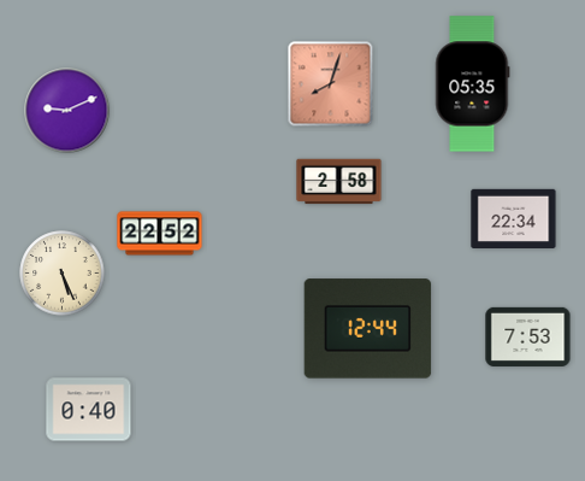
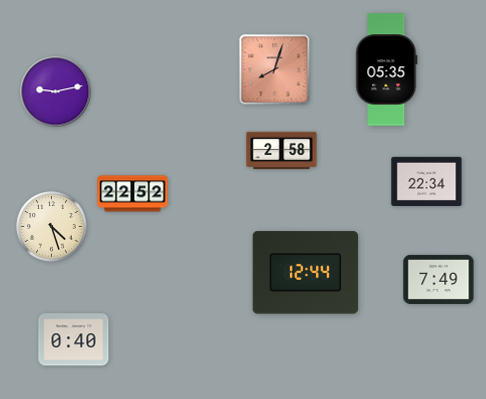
clock at (473, 84) position: (473, 84) -> (387, 70)
clock at (67, 111): 9:11 -> 9:13
clock at (63, 274): 5:26 -> 4:27
clock at (528, 336): 7:53 -> 7:49
